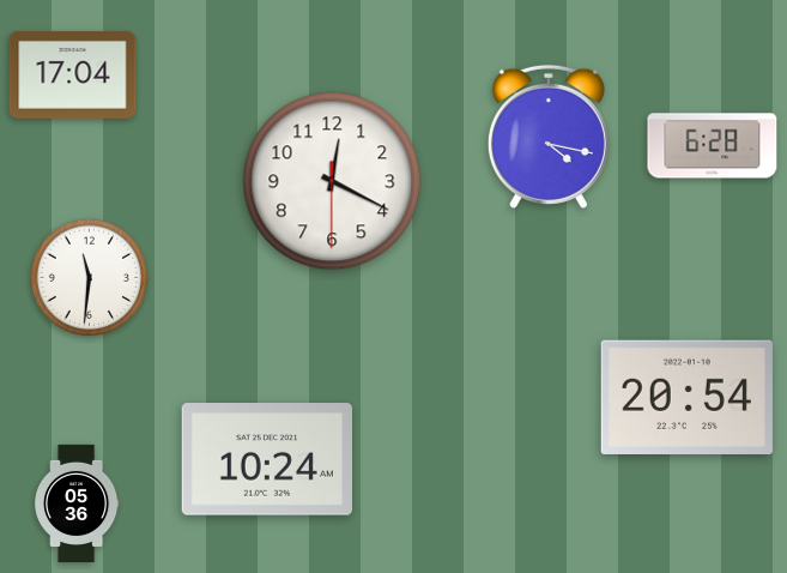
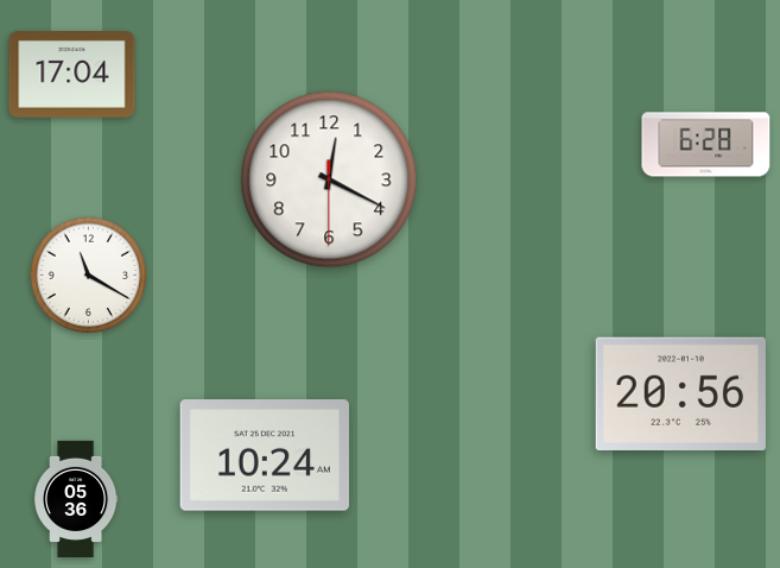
clock at (549, 137): 4:17 -> none
clock at (90, 278): 11:31 -> 11:20
clock at (686, 398): 20:54 -> 20:56
